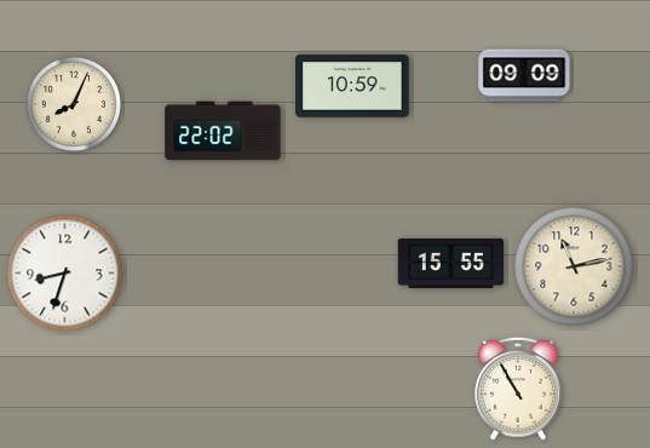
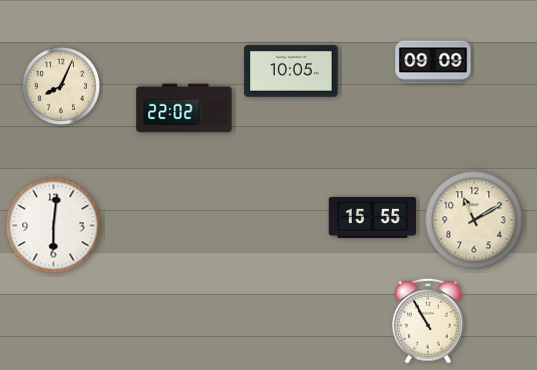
clock at (352, 86): 10:59 -> 10:05
clock at (574, 266): 11:13 -> 11:10
clock at (65, 274): 8:33 -> 6:01
